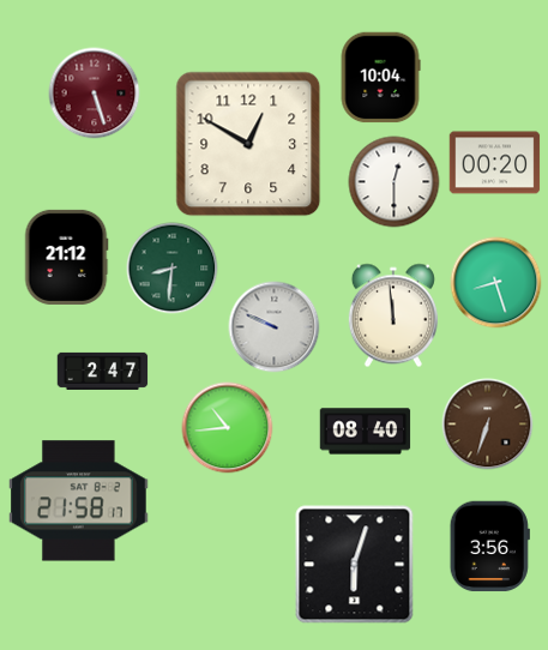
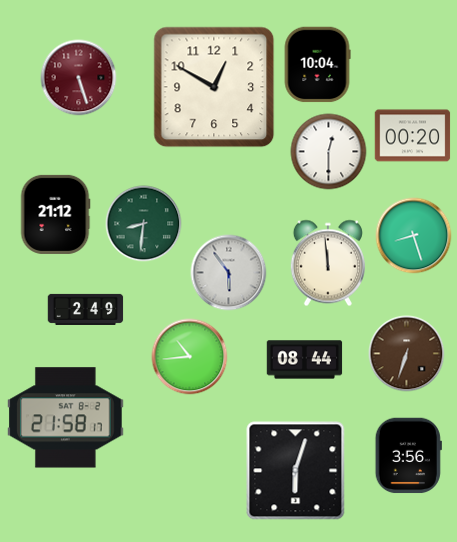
clock at (248, 144) position: (248, 144) -> (214, 87)
clock at (275, 327): 9:49 -> 5:54
clock at (103, 371): 2:47 -> 2:49
clock at (366, 432): 08:40 -> 08:44
